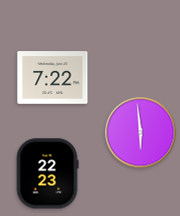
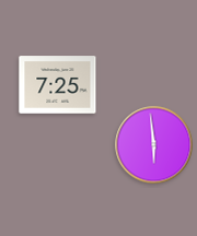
clock at (53, 78): 7:22 -> 7:25
clock at (47, 174): 22:23 -> none
